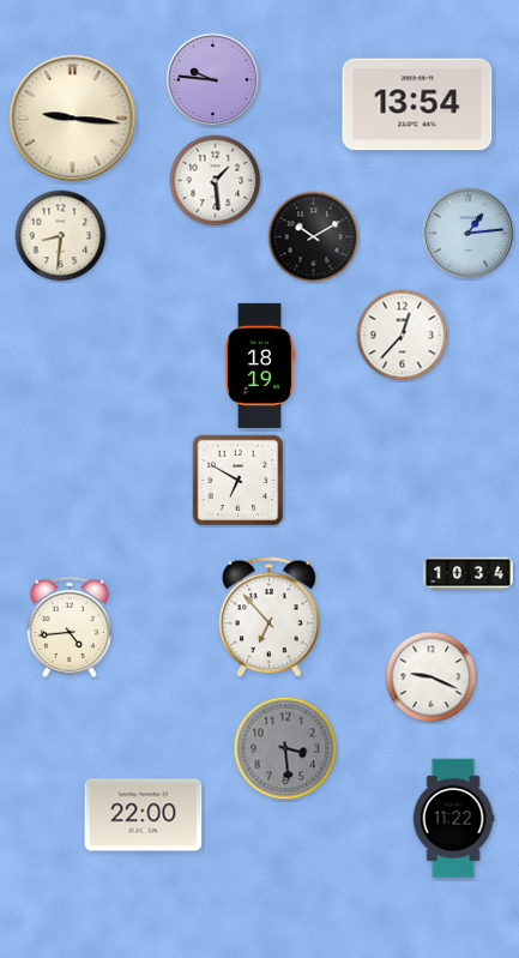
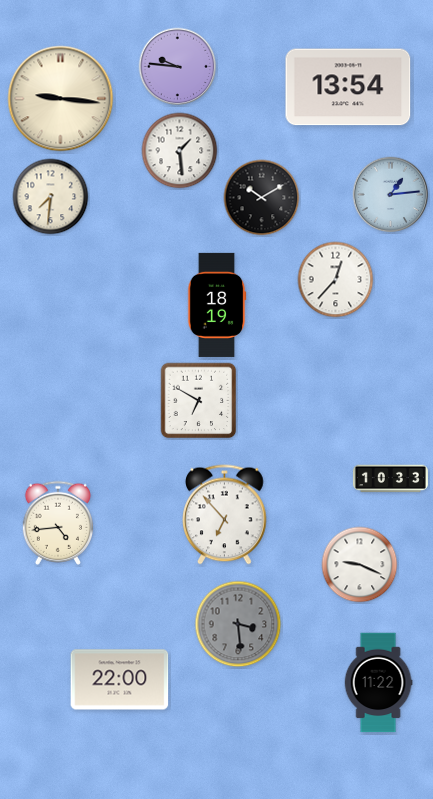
clock at (61, 236): 8:31 -> 7:31
clock at (467, 574): 10:34 -> 10:33
